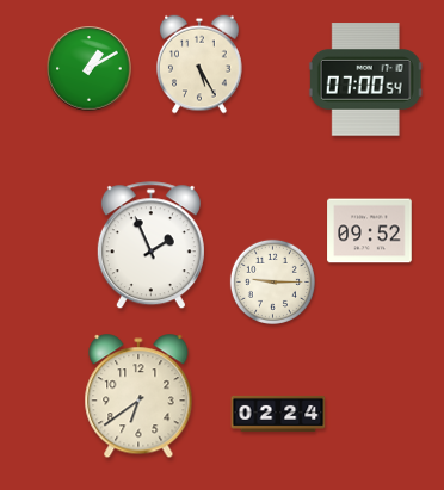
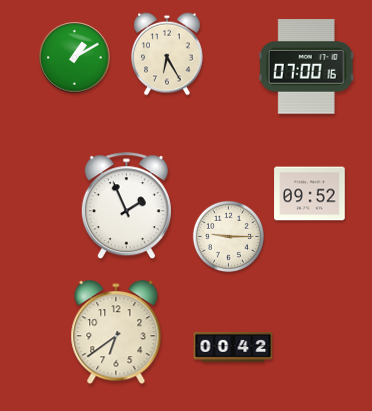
clock at (199, 64): 5:25 -> 6:25
clock at (365, 80): 07:00:54 -> 07:00:16
clock at (278, 414): 02:24 -> 00:42
